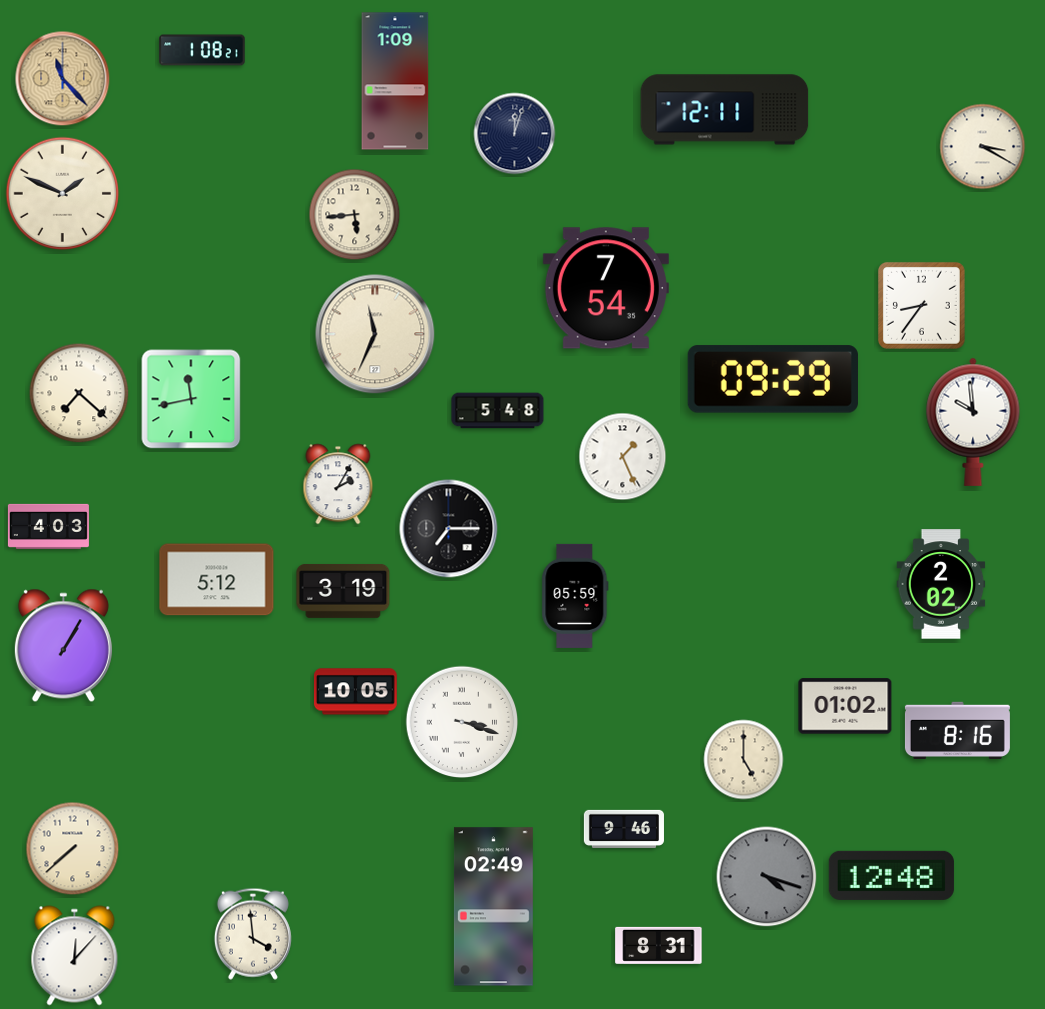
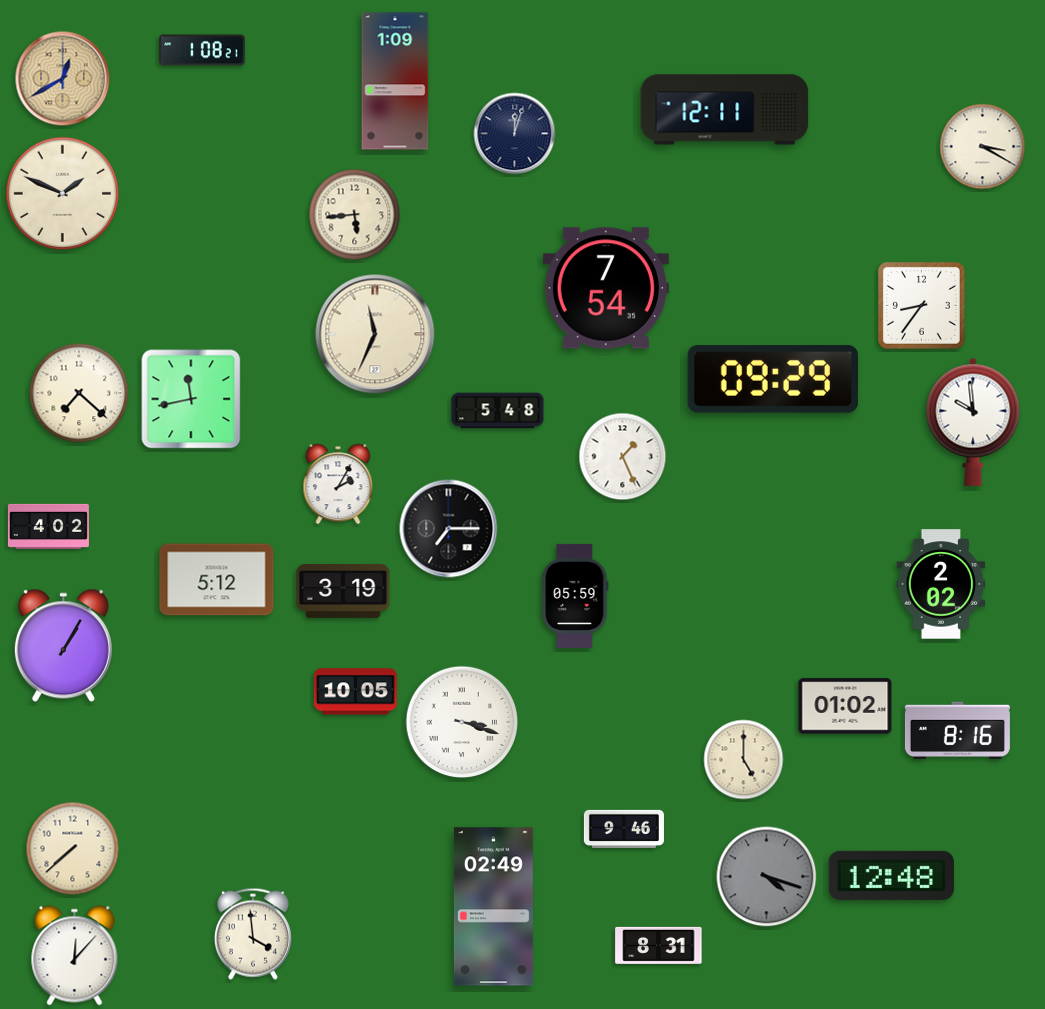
clock at (63, 79): 11:23 -> 12:40
clock at (48, 526): 4:03 -> 4:02
